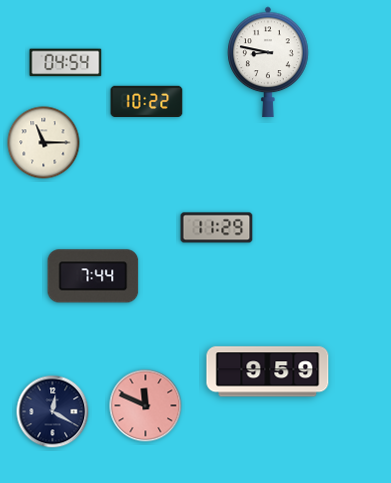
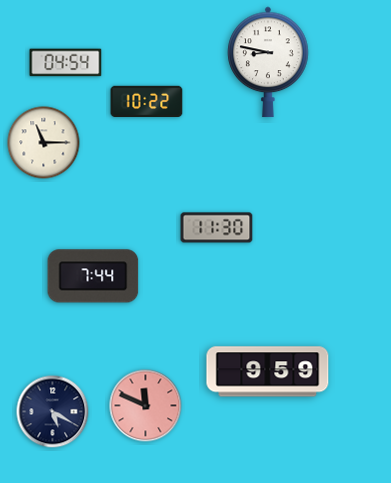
clock at (217, 228): 11:29 -> 11:30
clock at (53, 412): 12:20 -> 5:20
